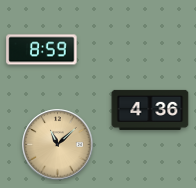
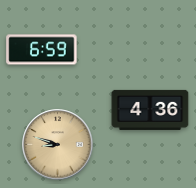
clock at (42, 50): 8:59 -> 6:59
clock at (58, 145): 11:08 -> 8:48
